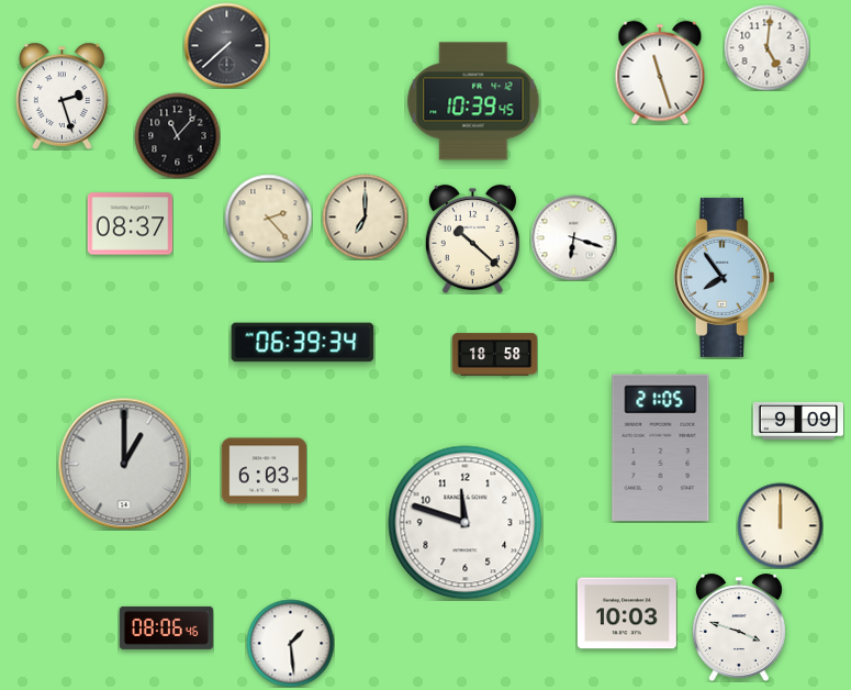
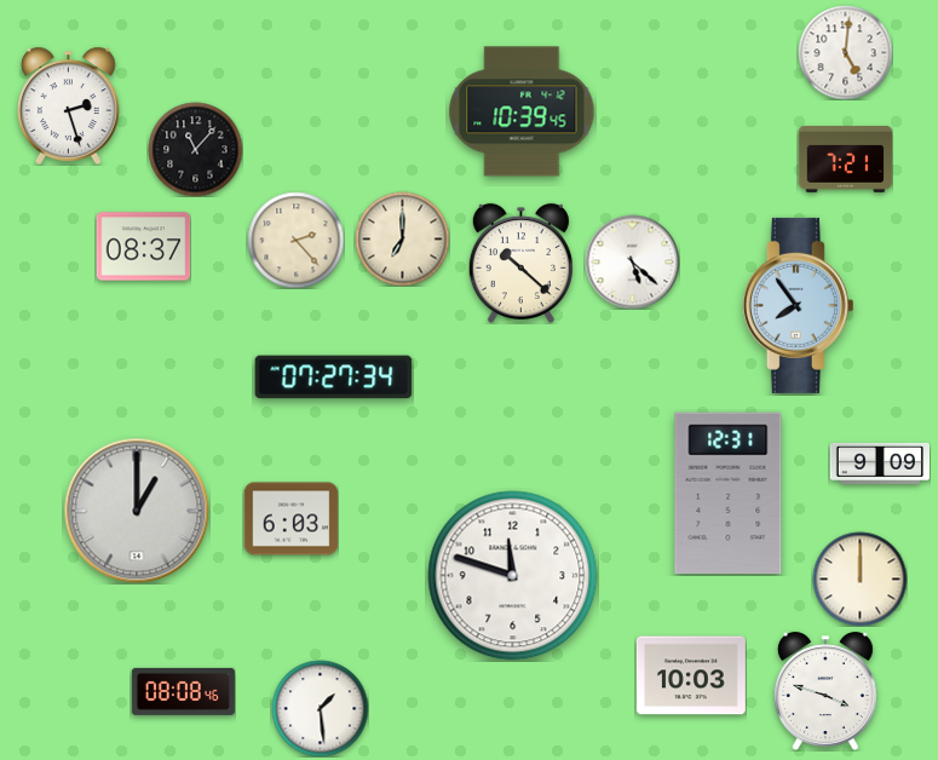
clock at (226, 45): 7:38 -> none
clock at (660, 73): 11:27 -> none
clock at (845, 159): none -> 7:21
clock at (573, 237): 6:18 -> 5:22
clock at (303, 343): 06:39 -> 07:27
clock at (494, 355): 18:58 -> none
clock at (661, 448): 21:05 -> 12:31
clock at (166, 627): 08:06 -> 08:08
clock at (739, 627) position: (739, 627) -> (825, 691)
